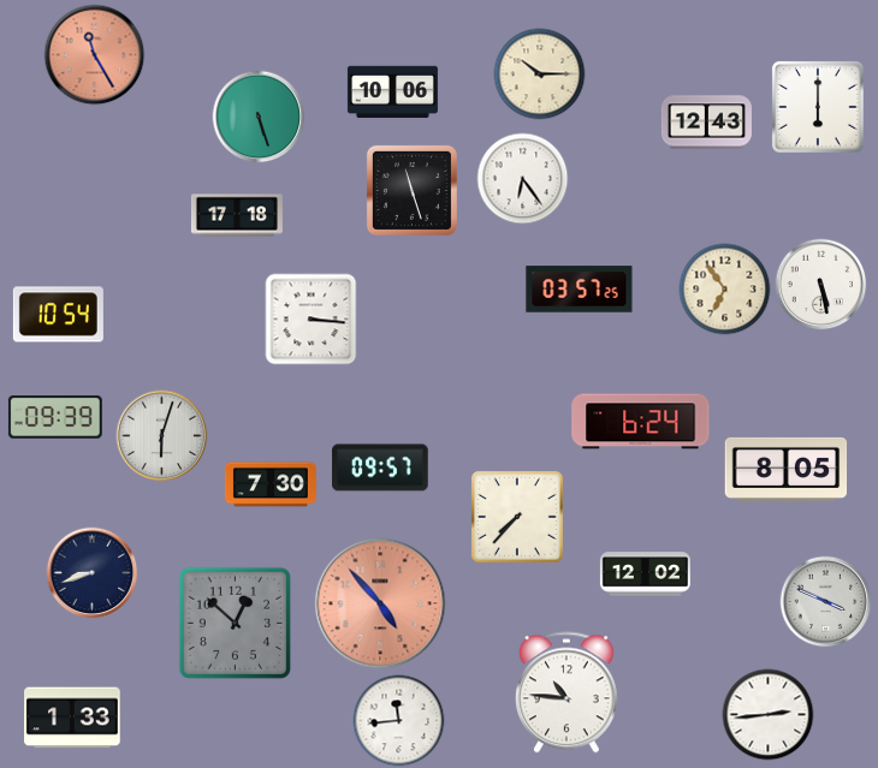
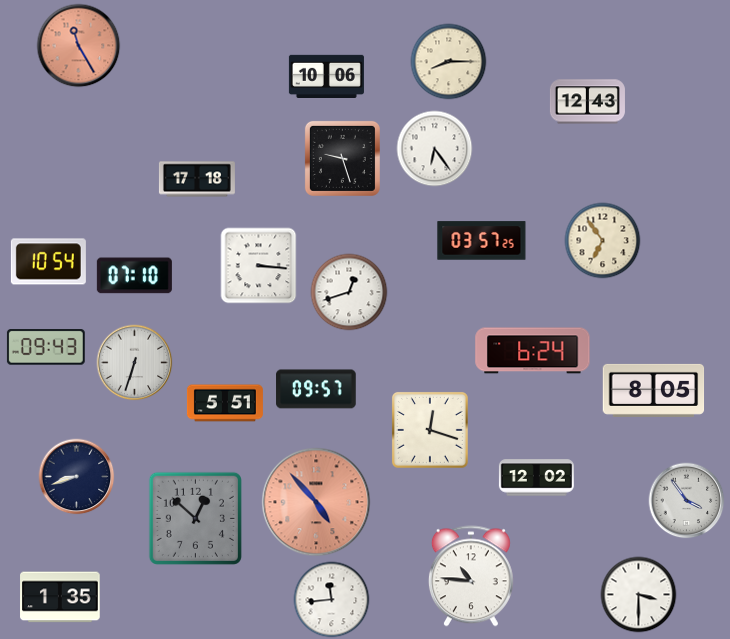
clock at (540, 75): 10:15 -> 8:15
clock at (818, 107): 6:00 -> none
clock at (259, 117): 5:27 -> none
clock at (411, 190): 11:27 -> 9:27
clock at (821, 285): 5:28 -> none
clock at (134, 276): none -> 07:10
clock at (349, 292): none -> 12:42
clock at (55, 417): 09:39 -> 09:43
clock at (162, 436): 6:03 -> 6:33
clock at (271, 484): 7:30 -> 5:51
clock at (517, 517): 7:37 -> 12:18
clock at (826, 602): 3:49 -> 3:54
clock at (769, 715): 2:44 -> 3:30
clock at (72, 718): 1:33 -> 1:35
